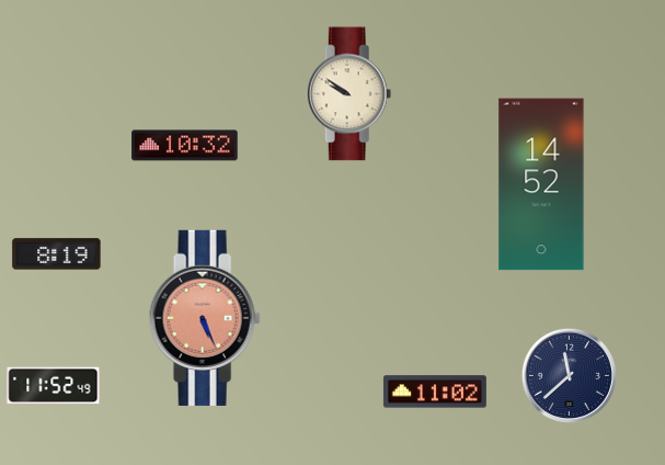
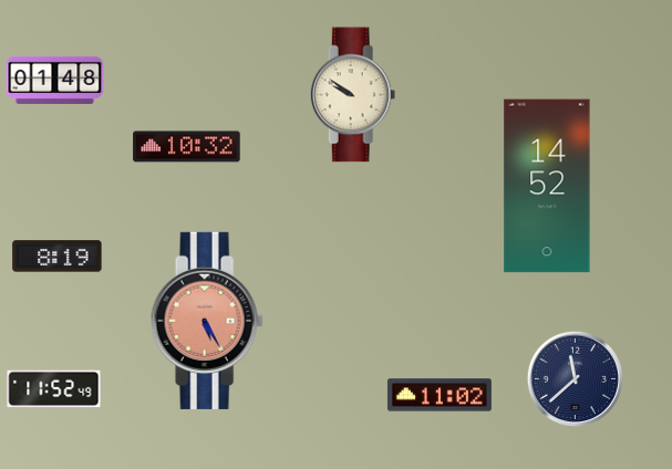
clock at (55, 80): none -> 01:48
clock at (205, 318): 5:26 -> 5:25
